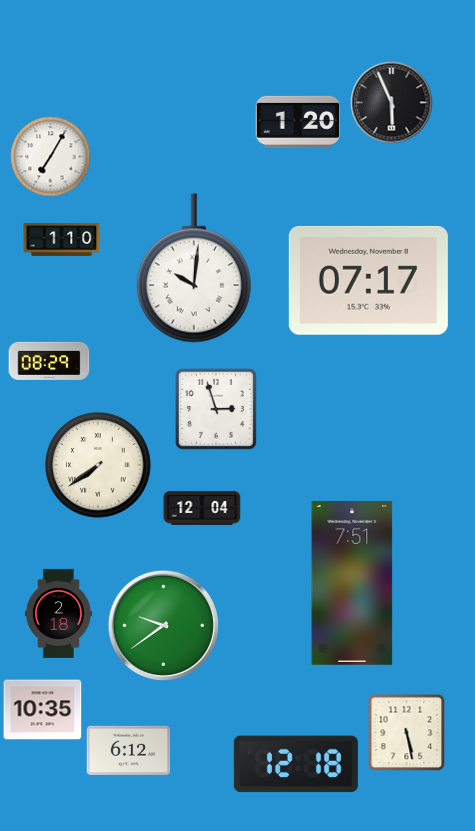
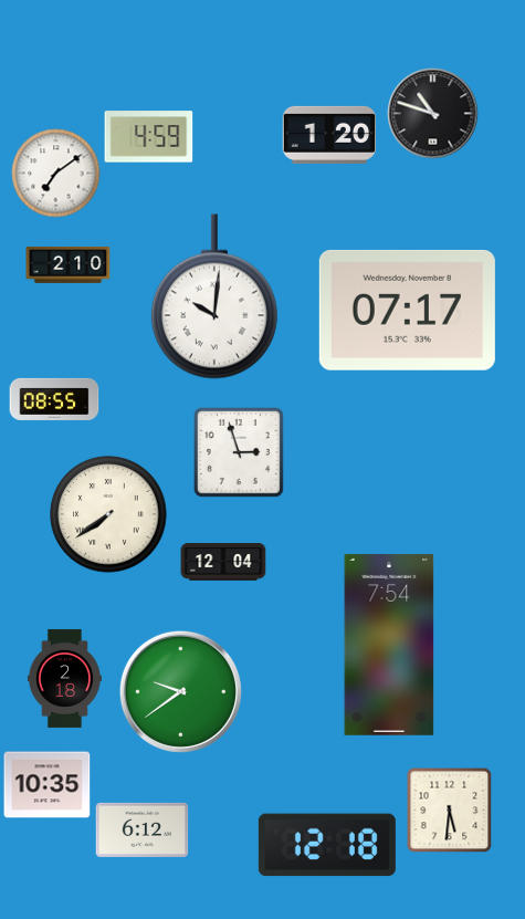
clock at (392, 103): 5:56 -> 10:48
clock at (149, 137): none -> 4:59
clock at (51, 157): 7:05 -> 7:09
clock at (62, 239): 1:10 -> 2:10
clock at (49, 361): 08:29 -> 08:55
clock at (352, 583): 7:51 -> 7:54
clock at (406, 732): 5:28 -> 5:31
